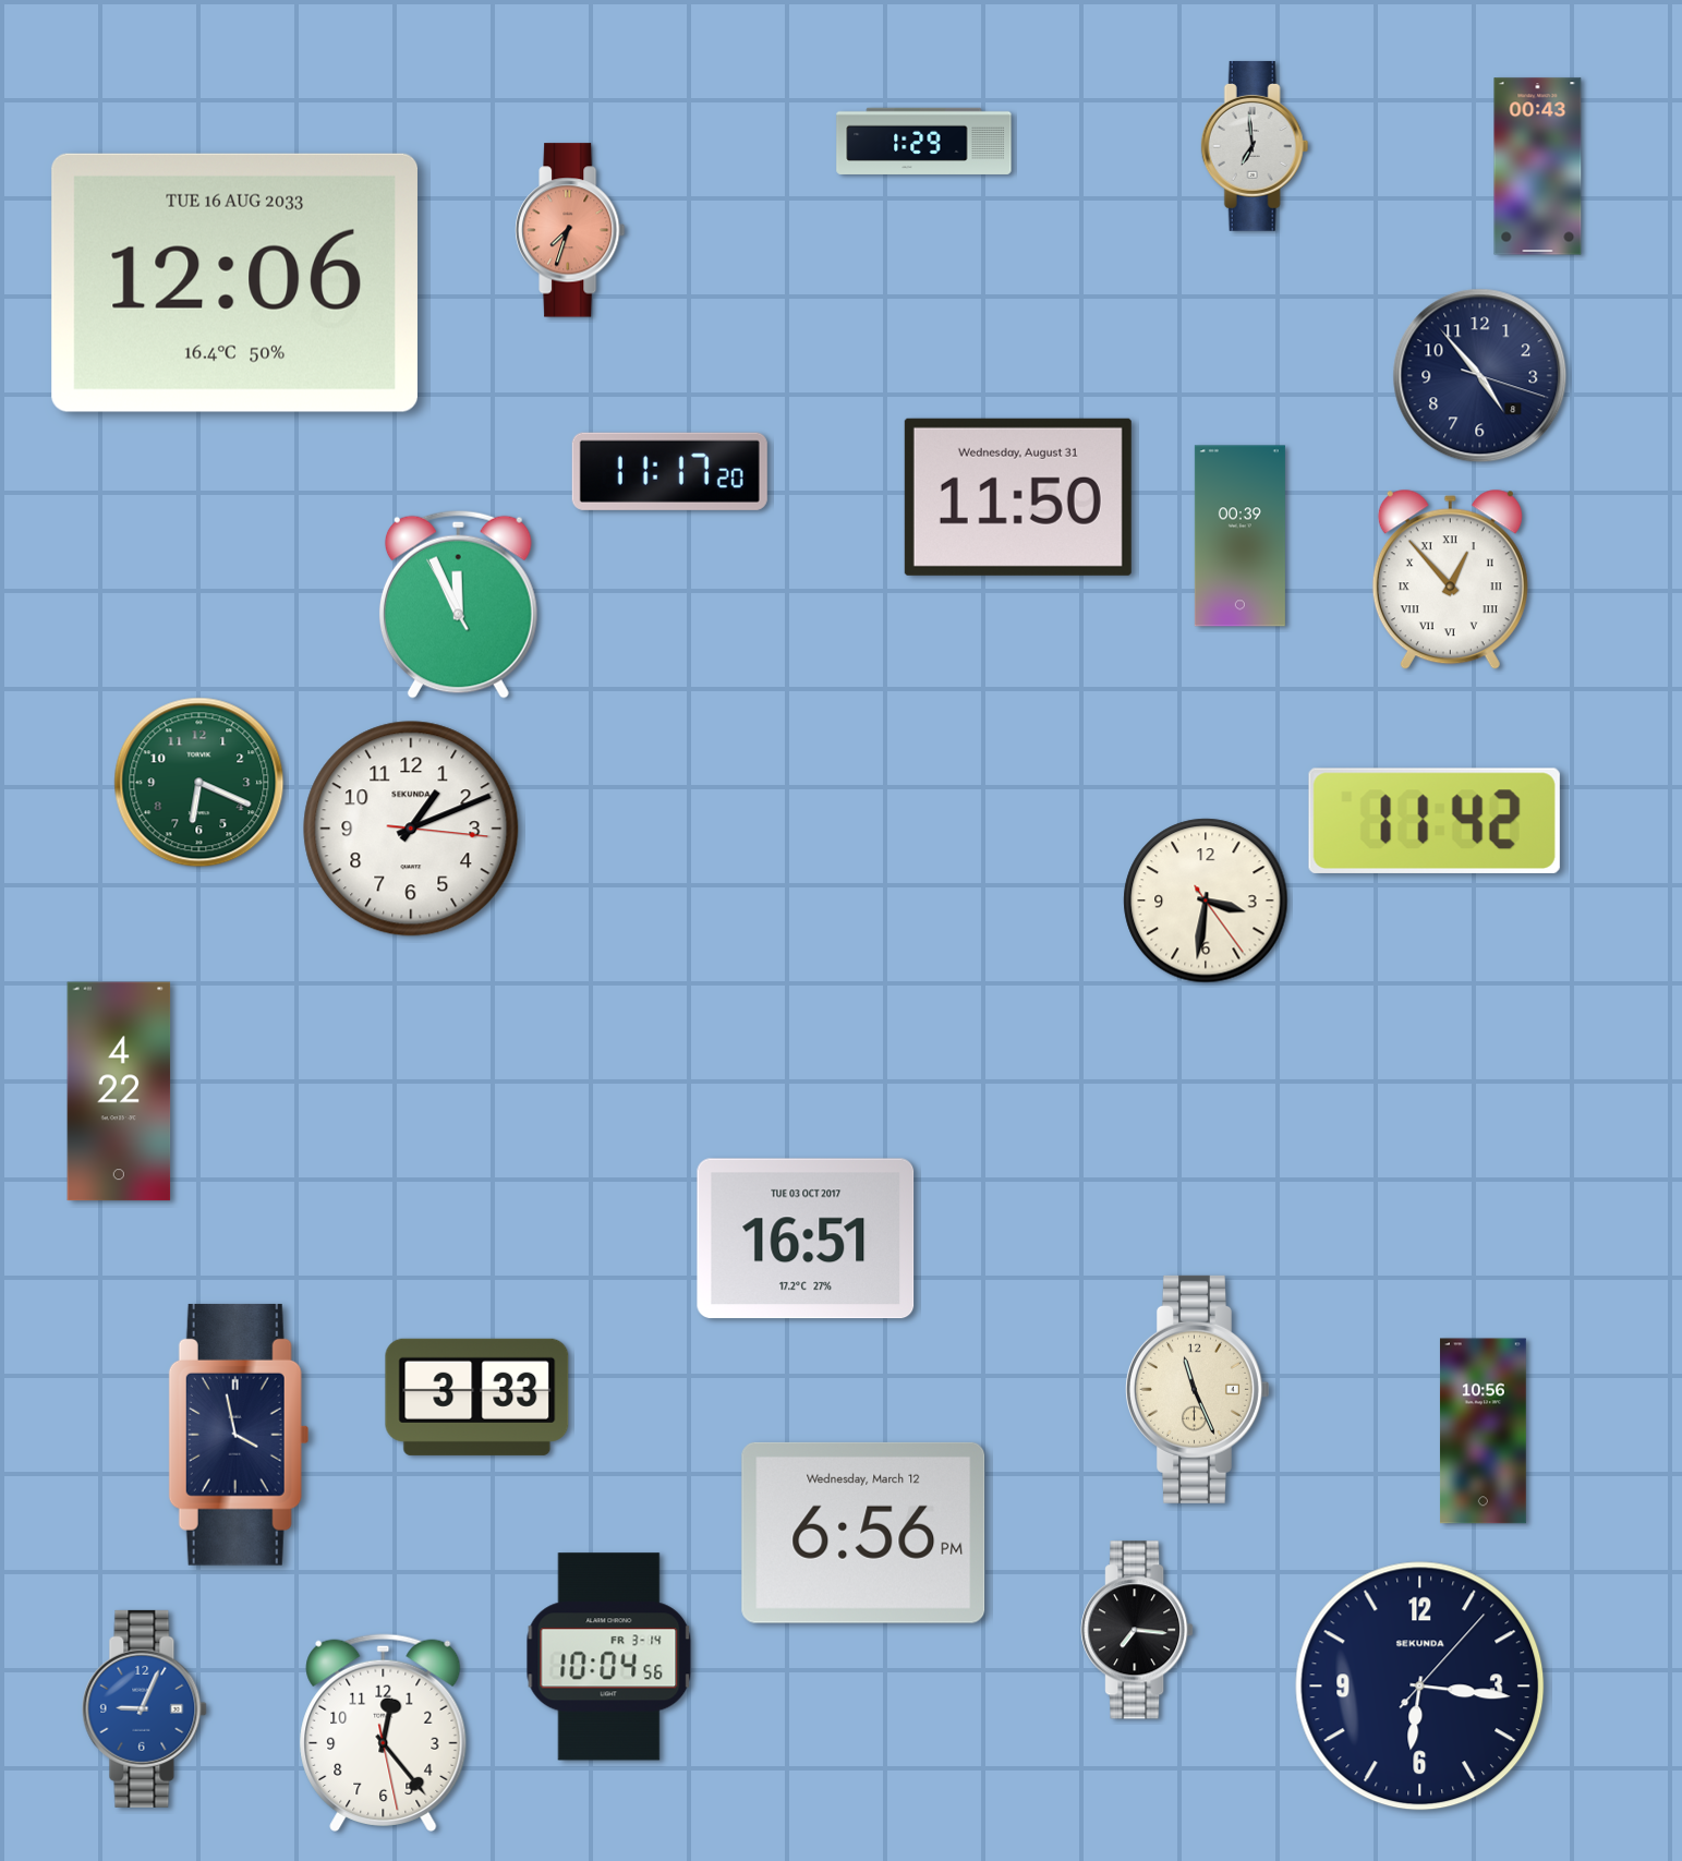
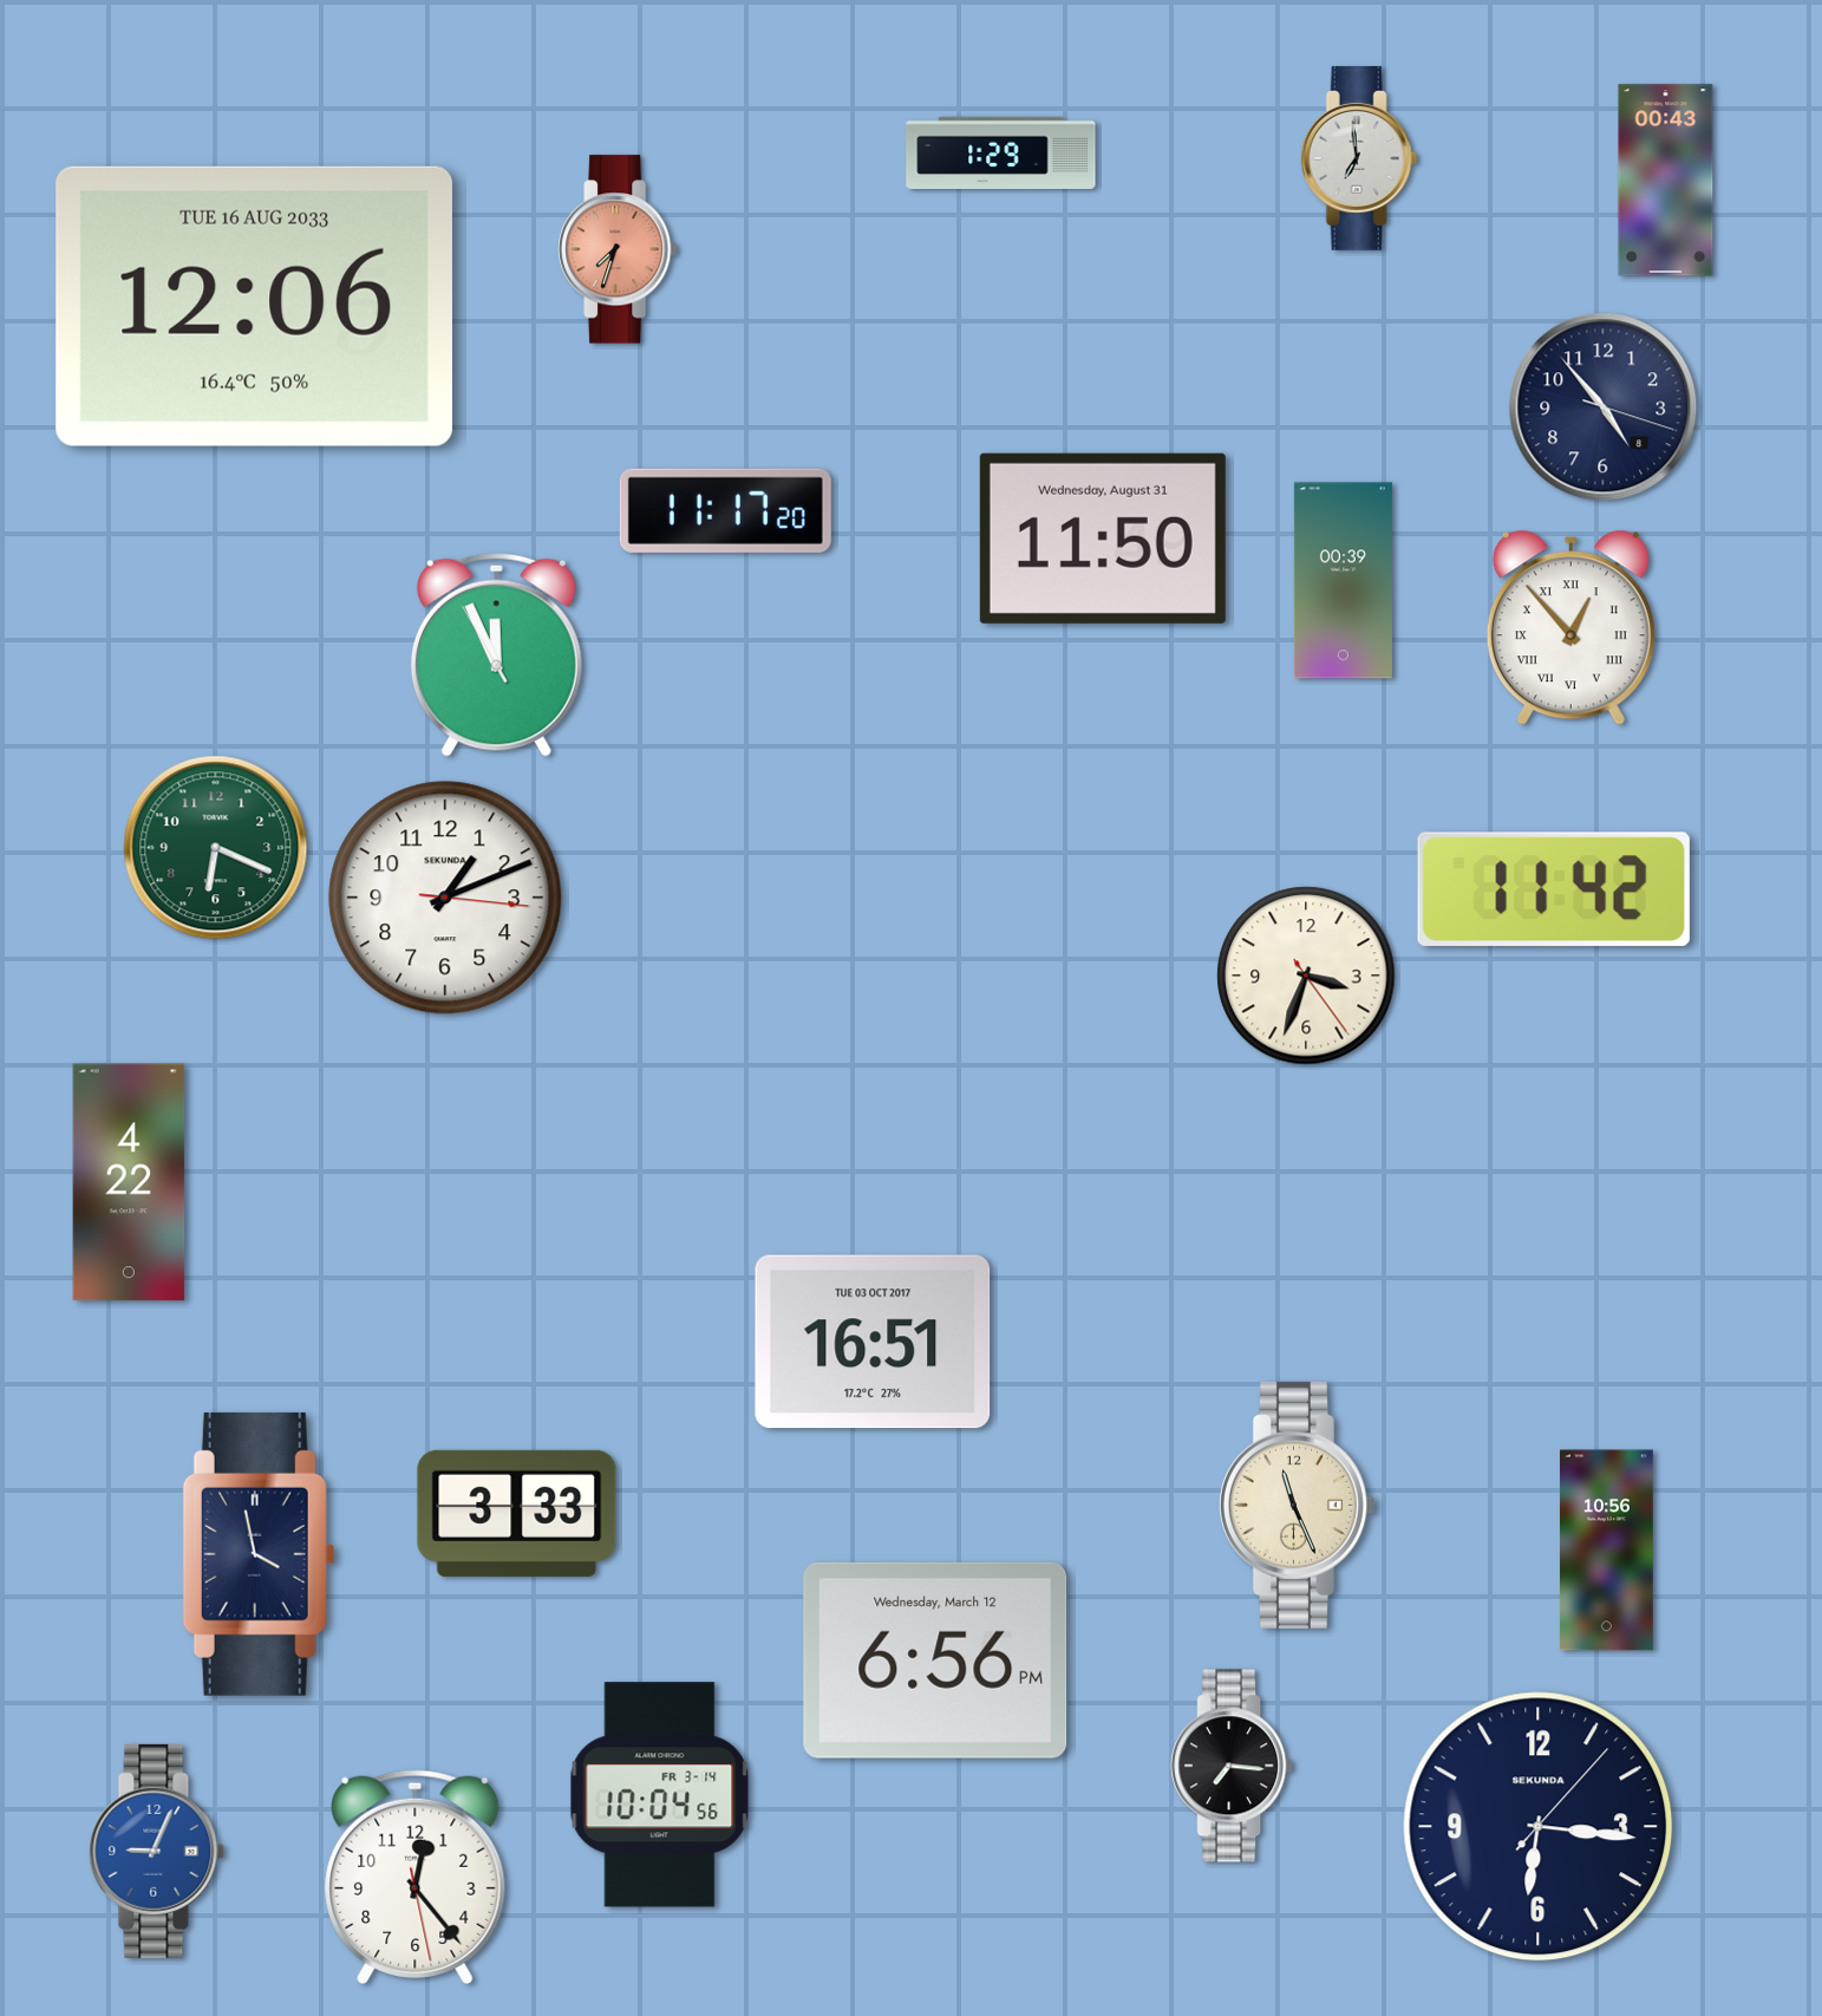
clock at (1206, 901): 3:31 -> 3:33
